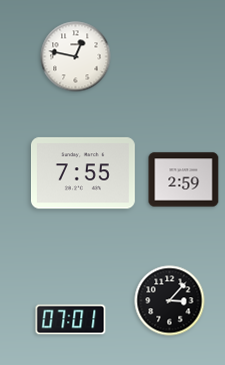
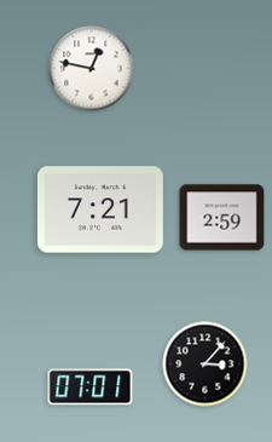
clock at (83, 173): 7:55 -> 7:21
clock at (71, 320) position: (71, 320) -> (91, 388)
